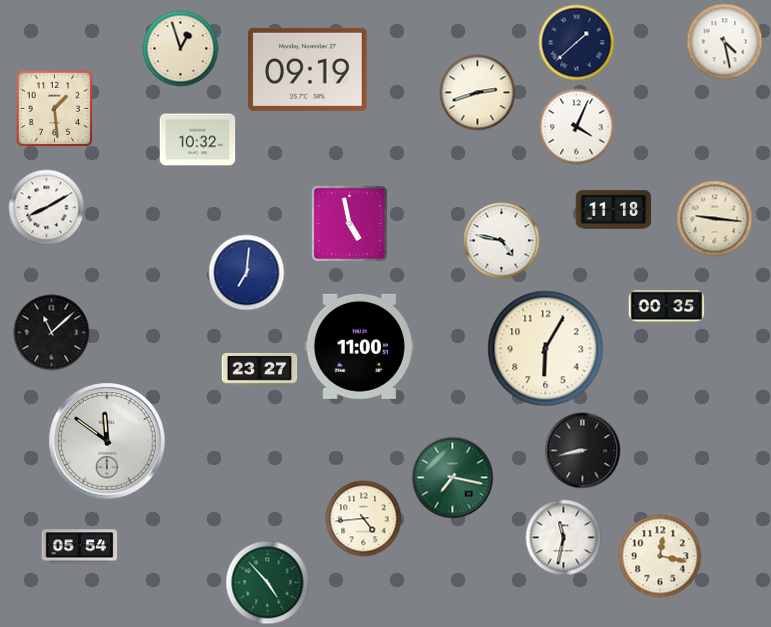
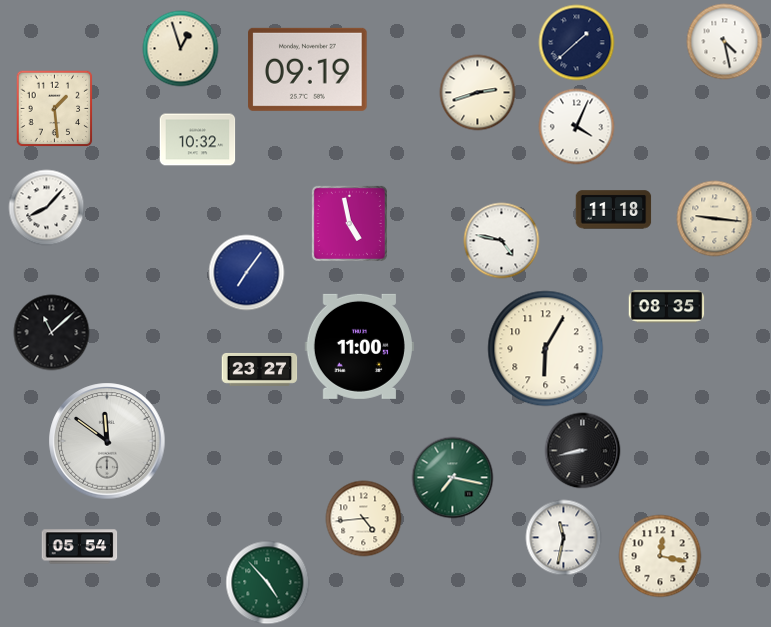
clock at (47, 208): 8:10 -> 8:07
clock at (247, 273): 7:01 -> 7:06
clock at (667, 307): 00:35 -> 08:35
